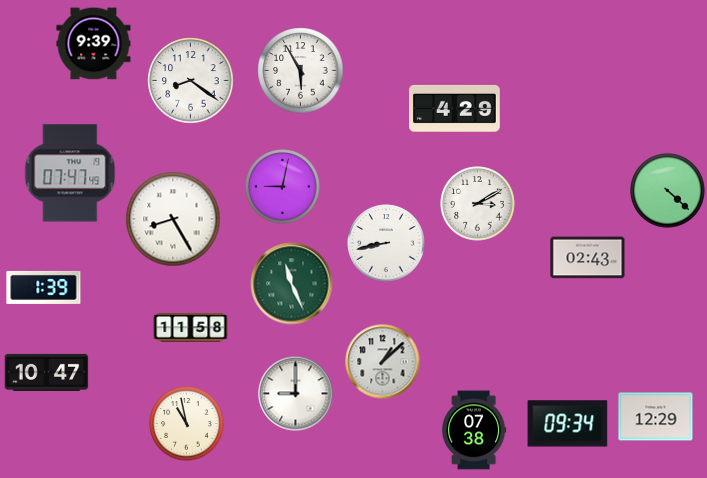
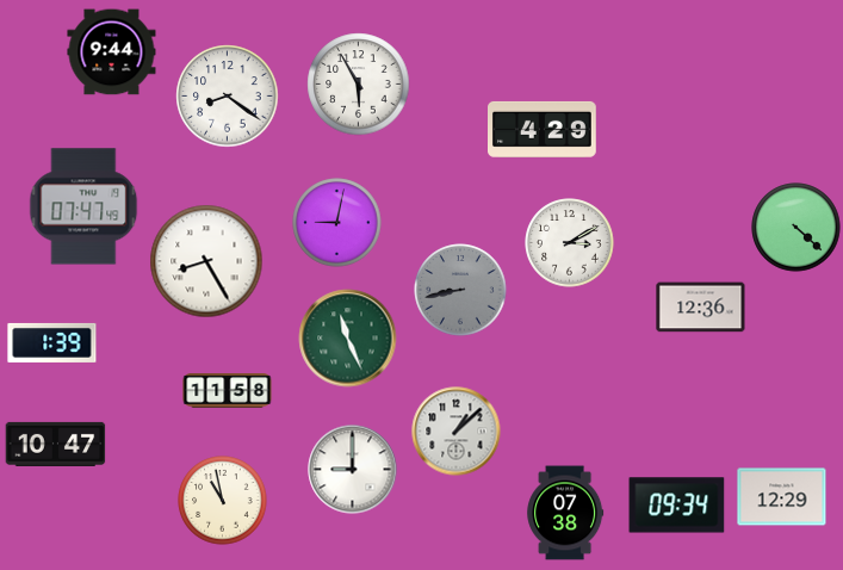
clock at (94, 44): 9:39 -> 9:44
clock at (386, 243) dial: white -> grey
clock at (588, 258): 02:43 -> 12:36
clock at (187, 424) position: (187, 424) -> (223, 501)
